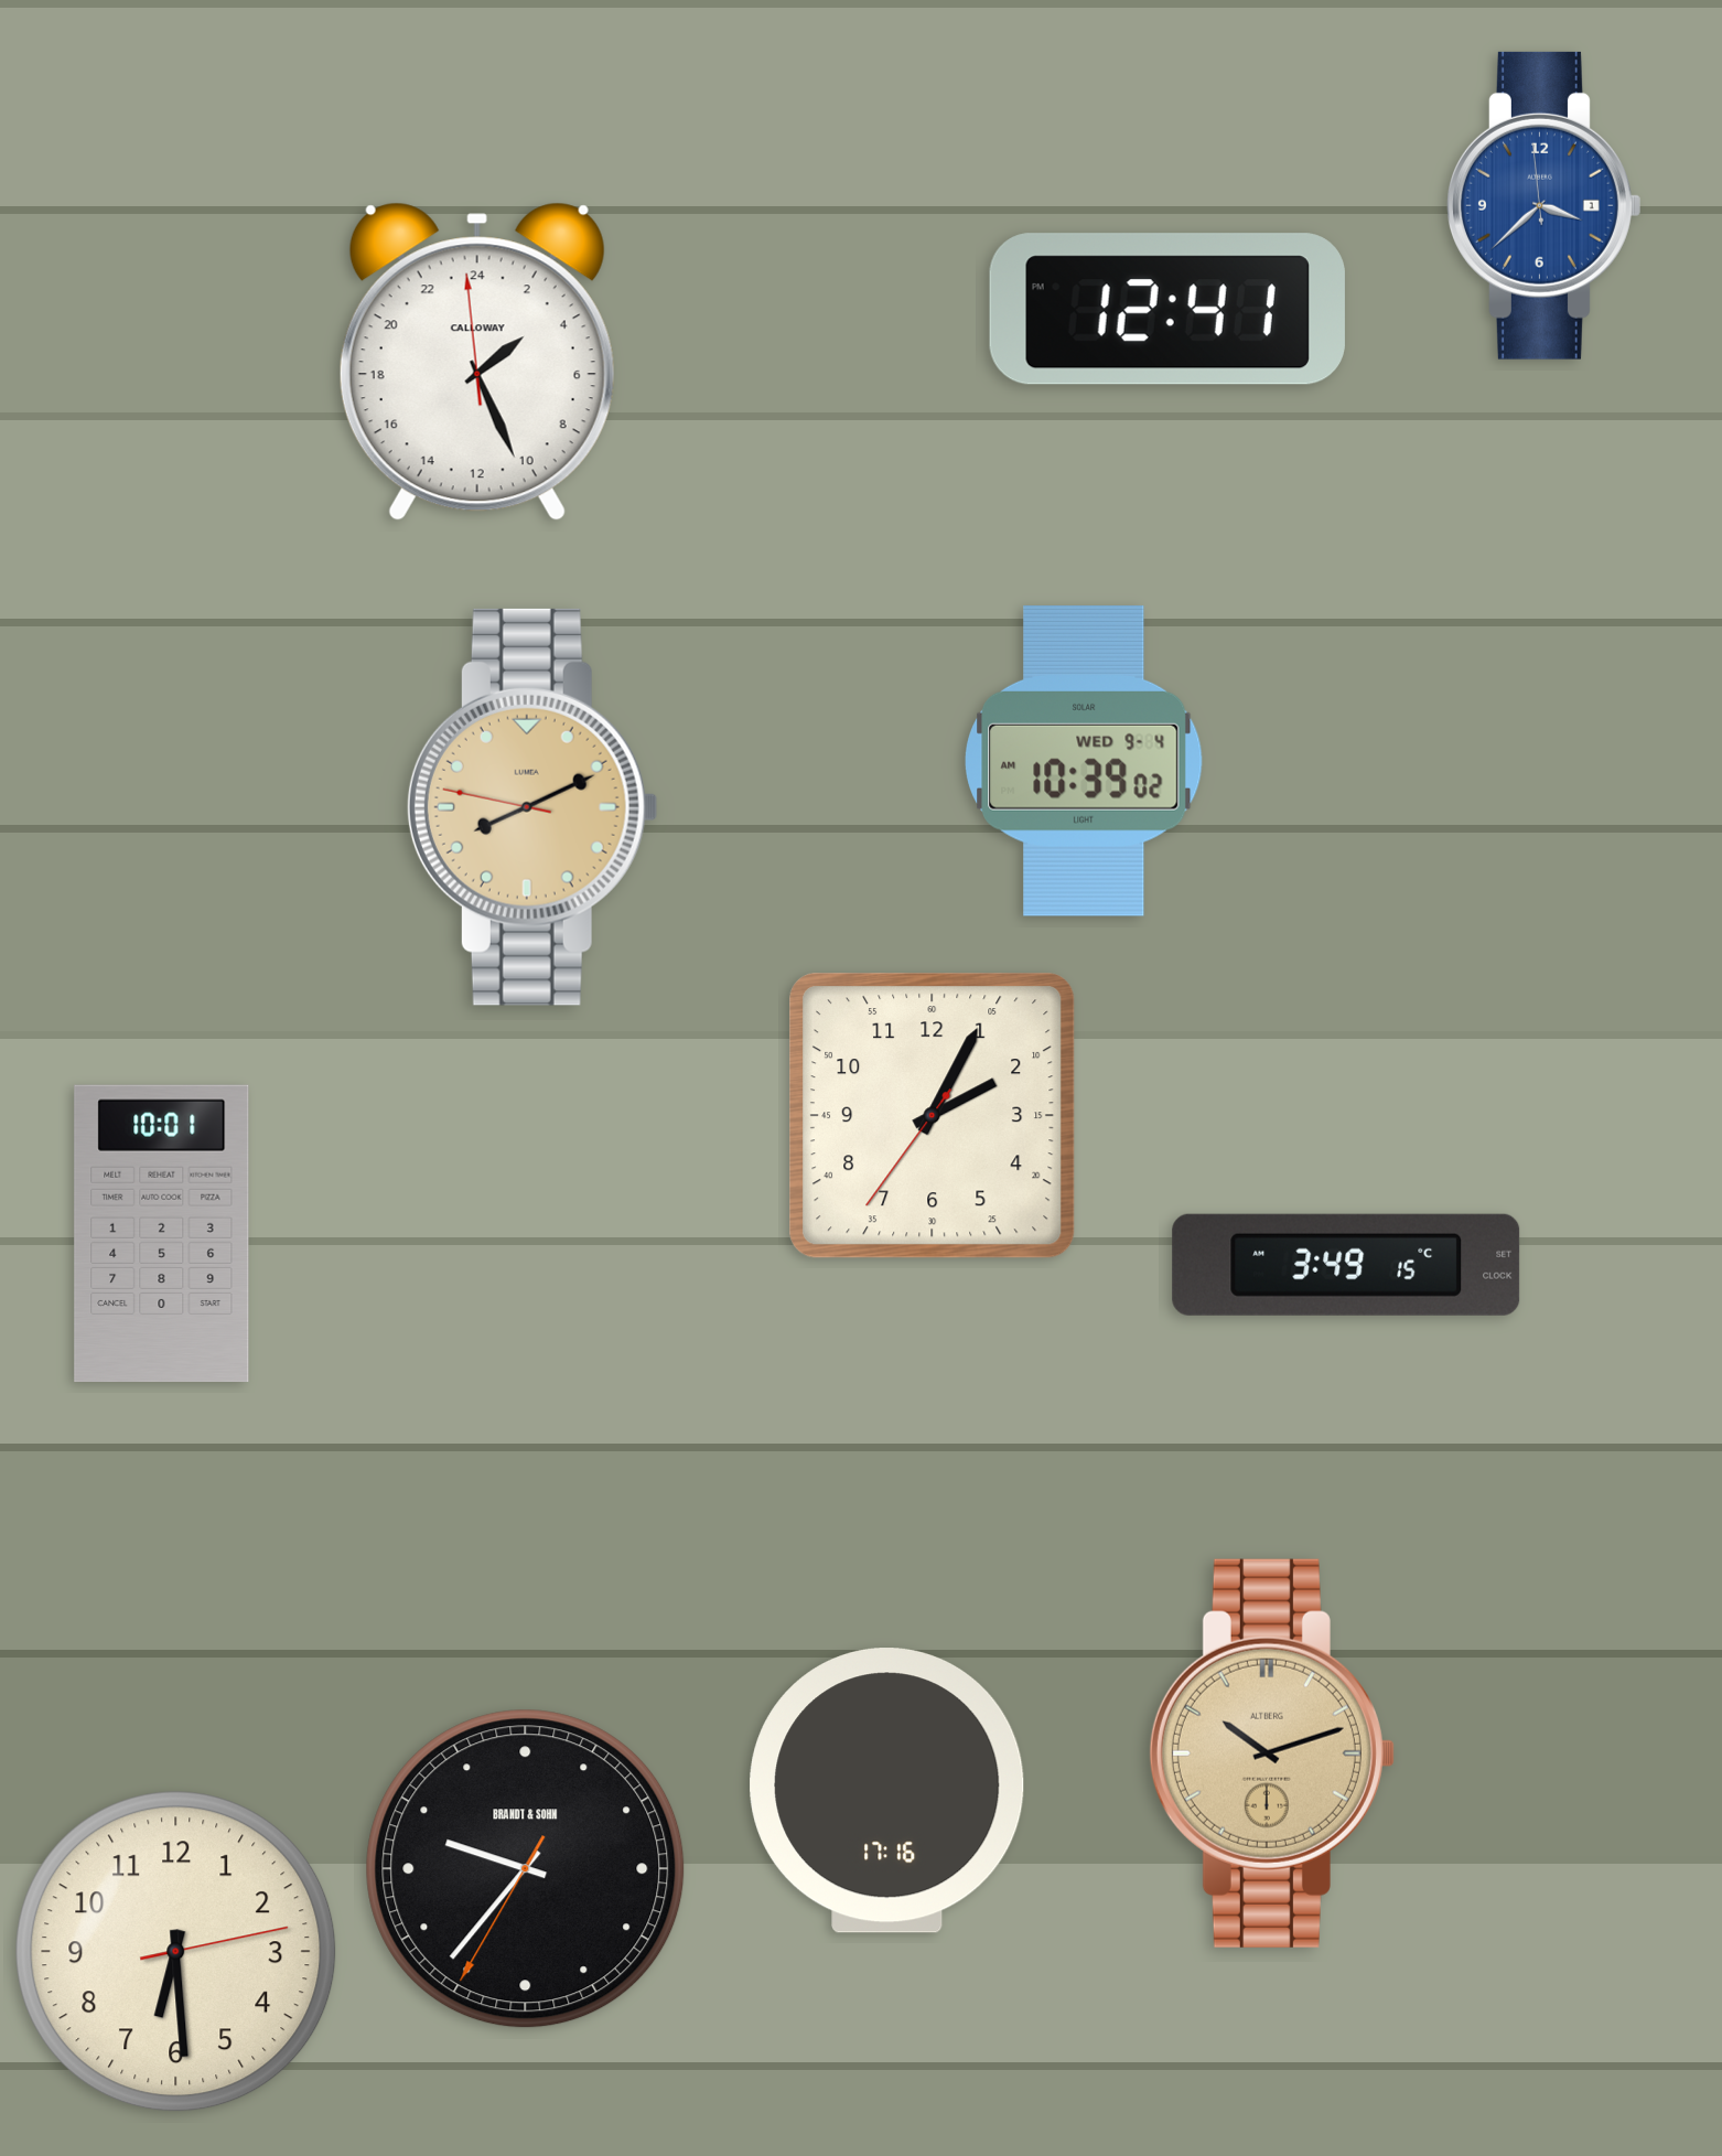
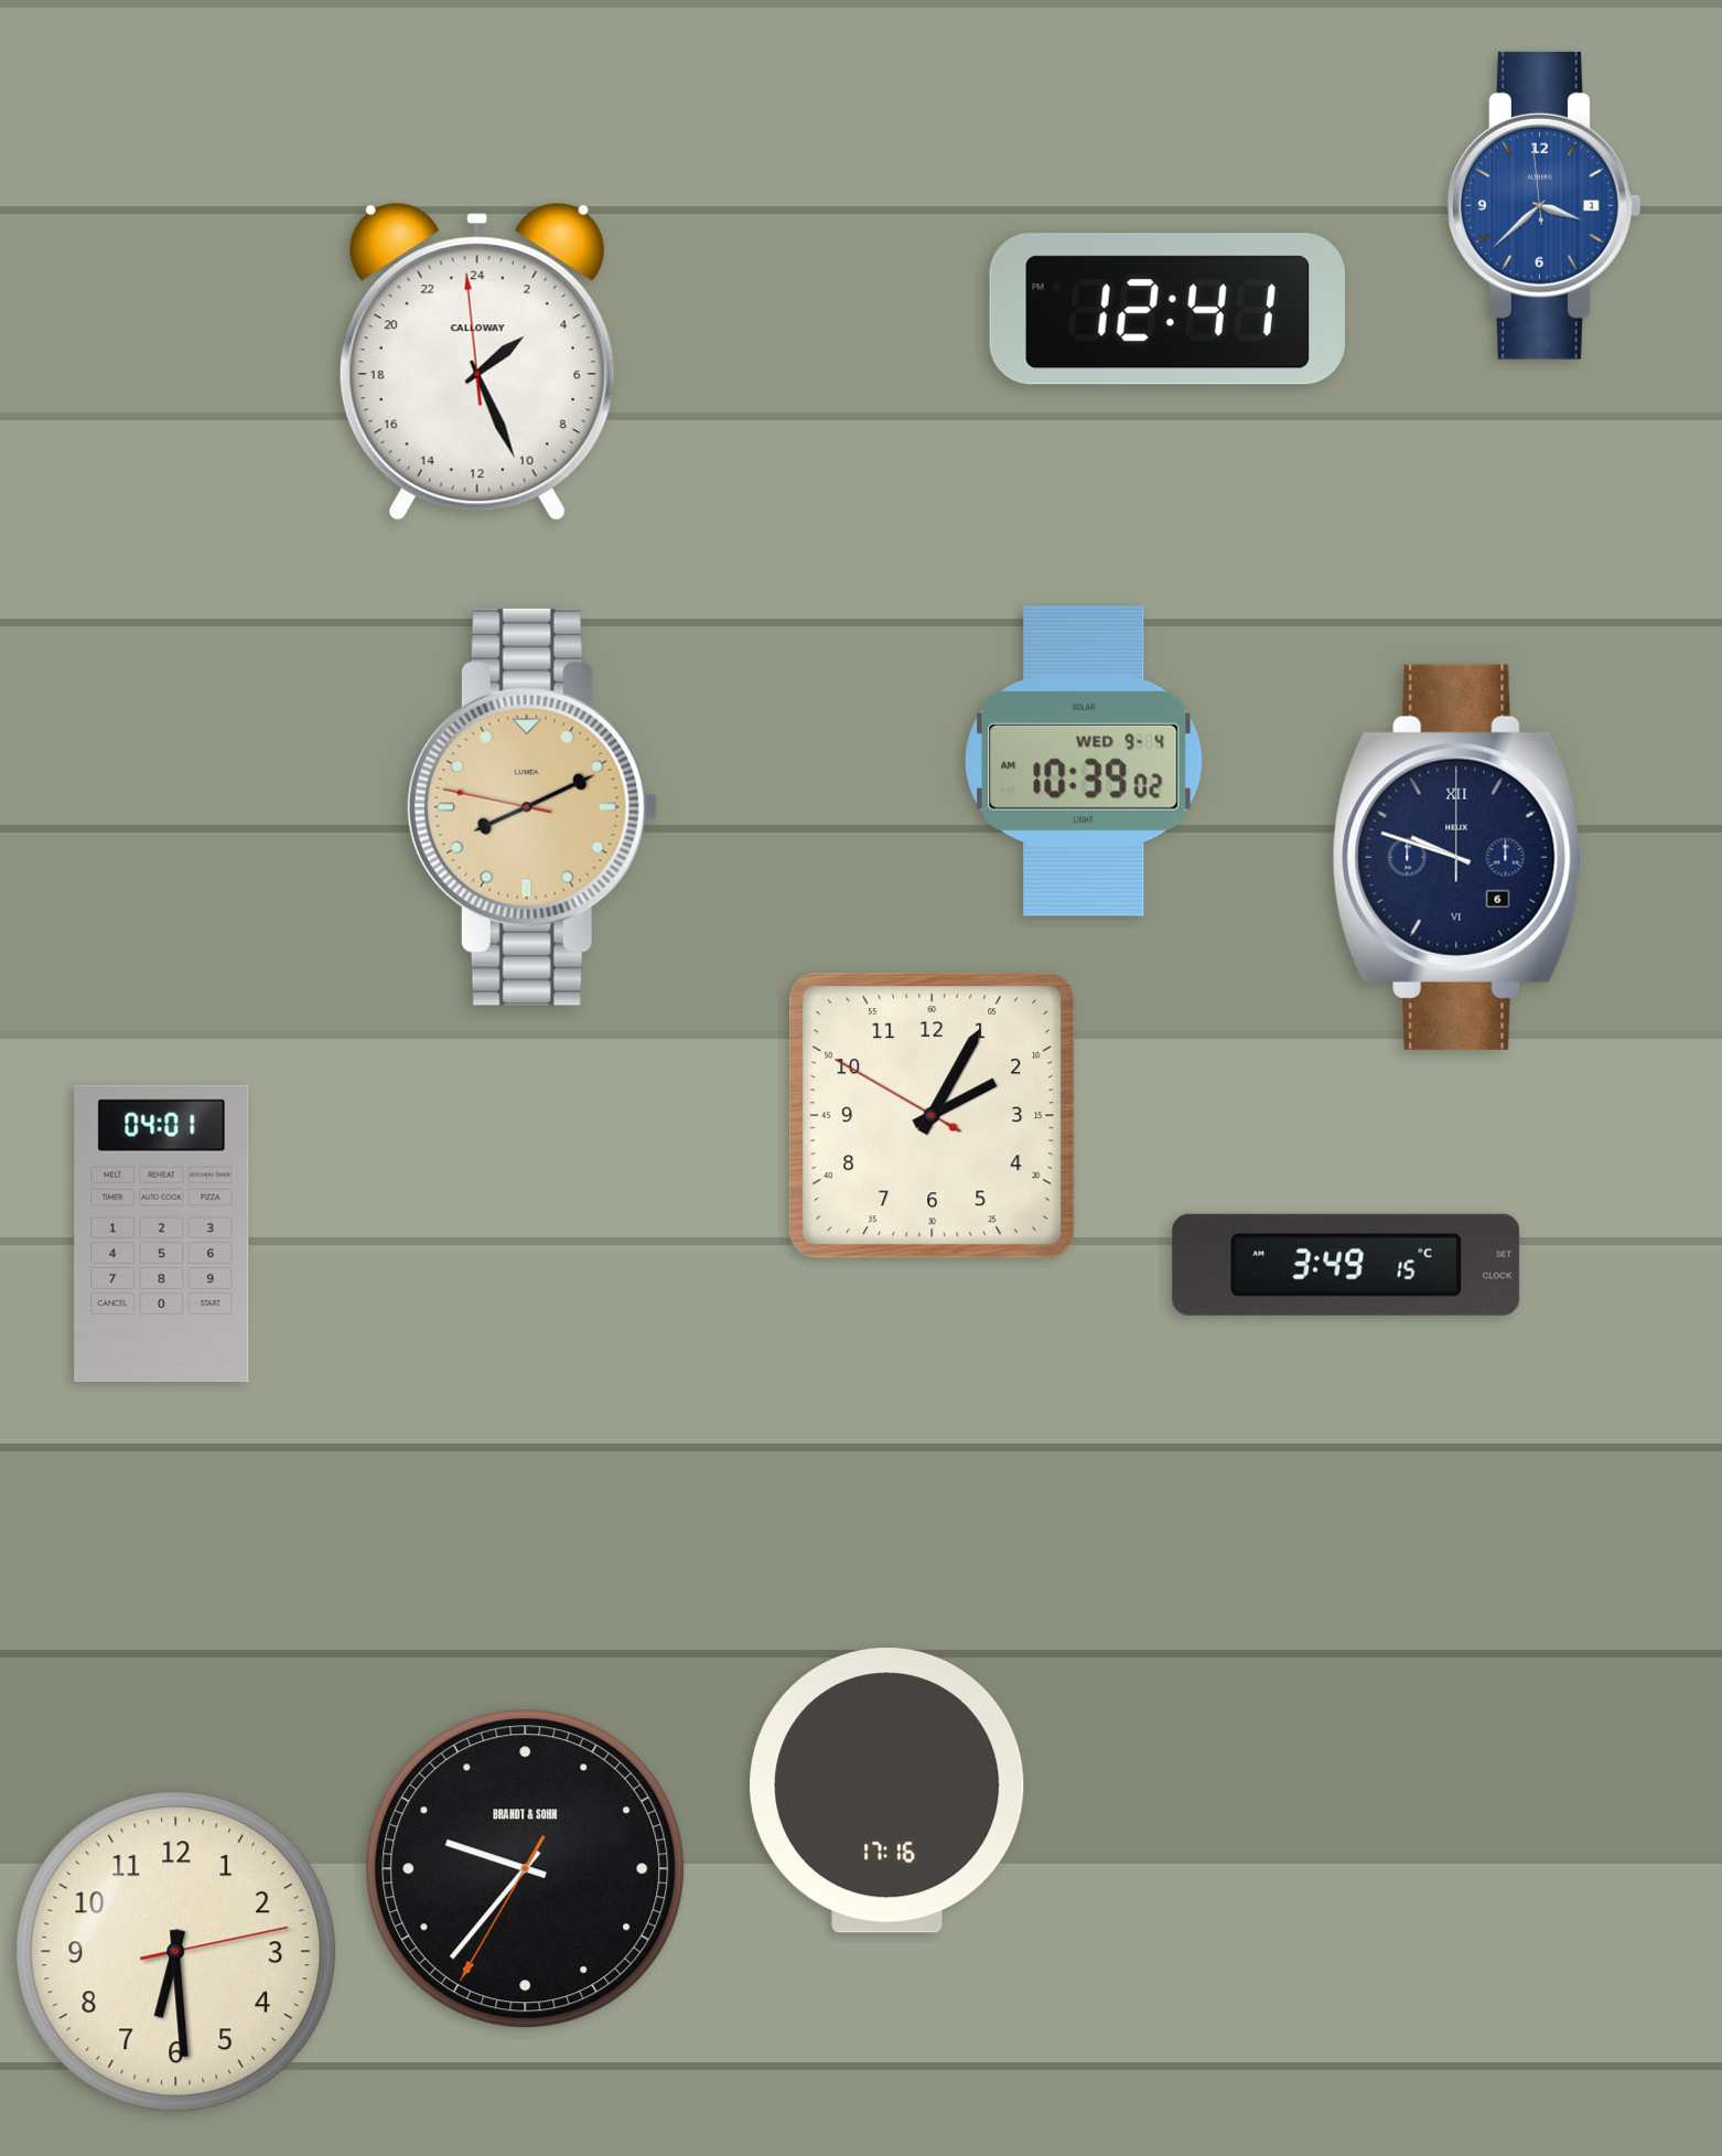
clock at (1459, 857): none -> 9:48
clock at (933, 1116): 2:04:36 -> 2:04:50
clock at (162, 1234): 10:01 -> 04:01
clock at (1272, 1753): 10:12 -> none
